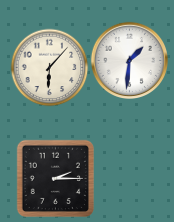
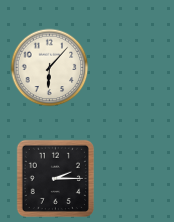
clock at (129, 60): 1:31 -> none
